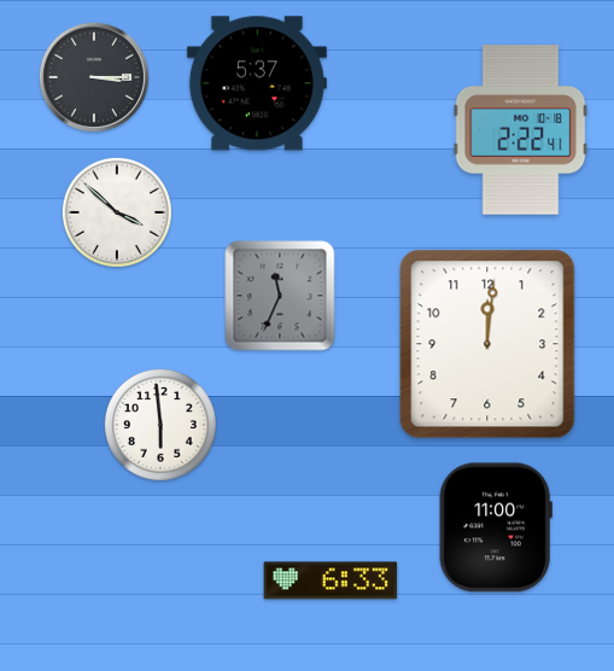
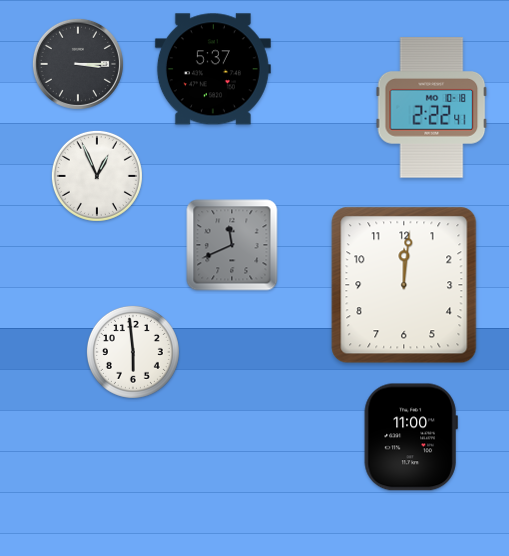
clock at (117, 212): 3:52 -> 12:56
clock at (280, 296): 11:34 -> 11:41
clock at (331, 580): 6:33 -> none
